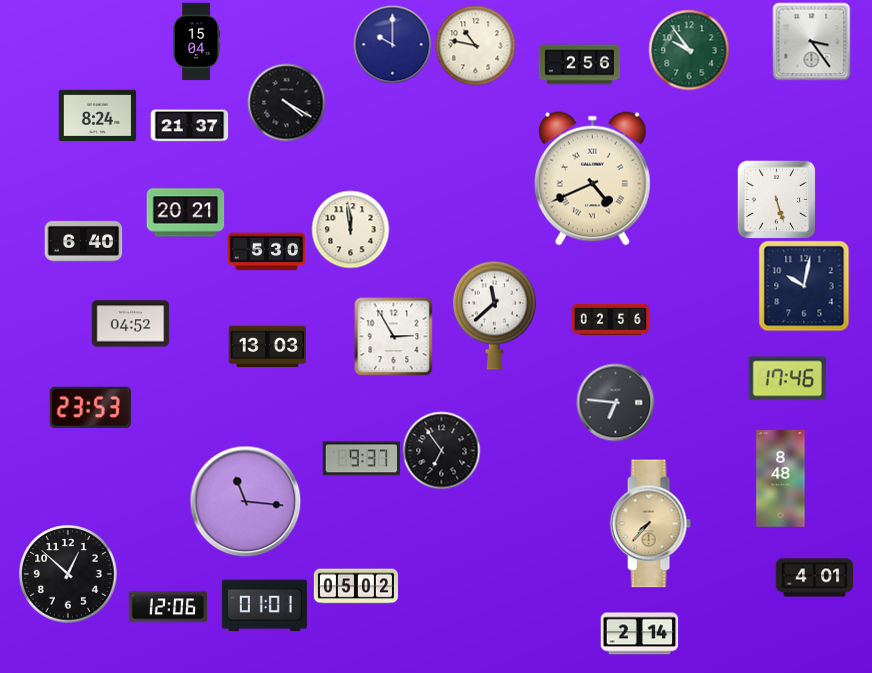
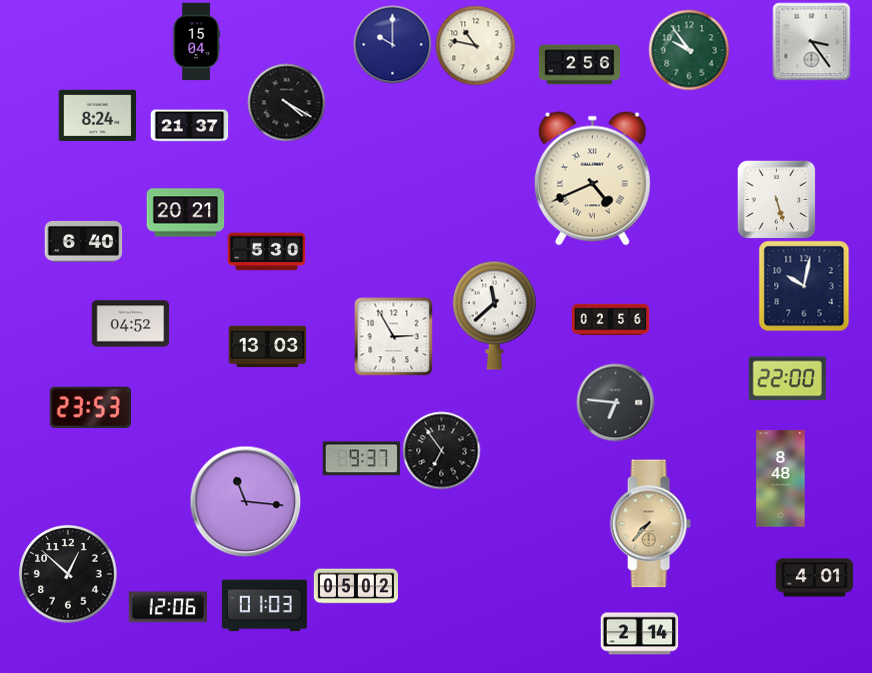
clock at (350, 229): 11:59 -> none
clock at (787, 379): 17:46 -> 22:00
clock at (264, 606): 01:01 -> 01:03
